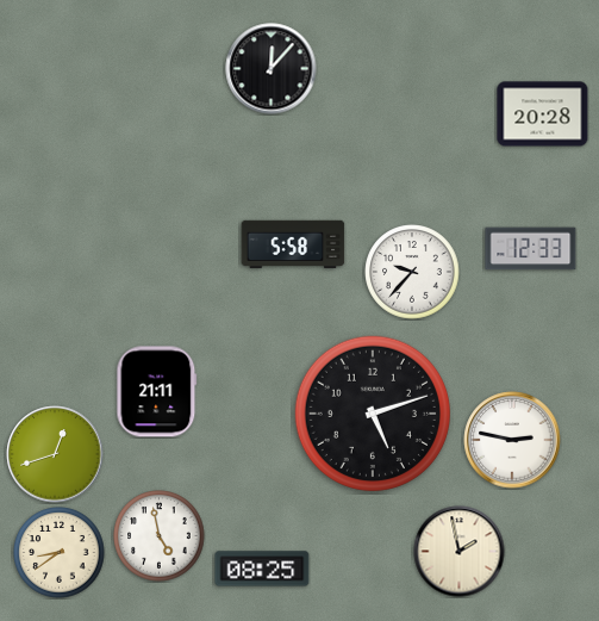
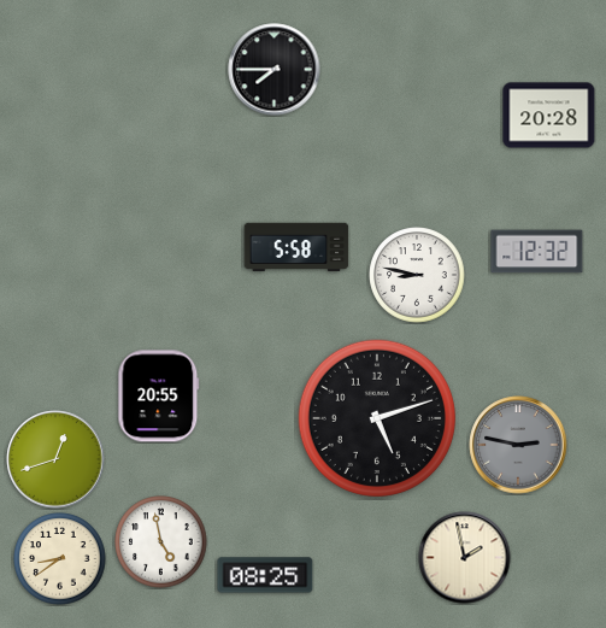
clock at (272, 69): 12:07 -> 7:45
clock at (531, 249): 12:33 -> 12:32
clock at (412, 272): 9:37 -> 8:47
clock at (157, 392): 21:11 -> 20:55
clock at (512, 440) dial: white -> grey
